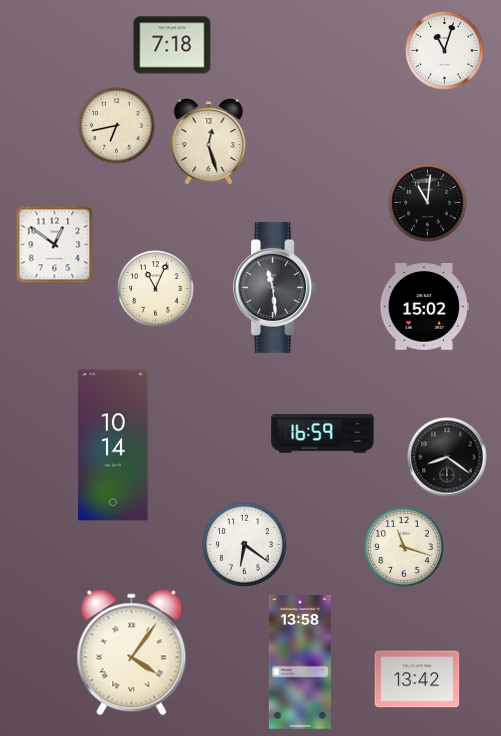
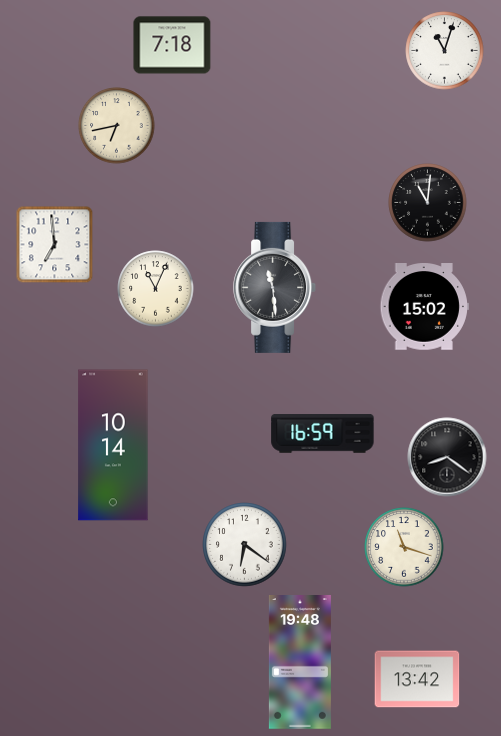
clock at (209, 142): 12:27 -> none
clock at (54, 244): 12:51 -> 6:59
clock at (132, 653): 4:06 -> none
clock at (300, 663): 13:58 -> 19:48
